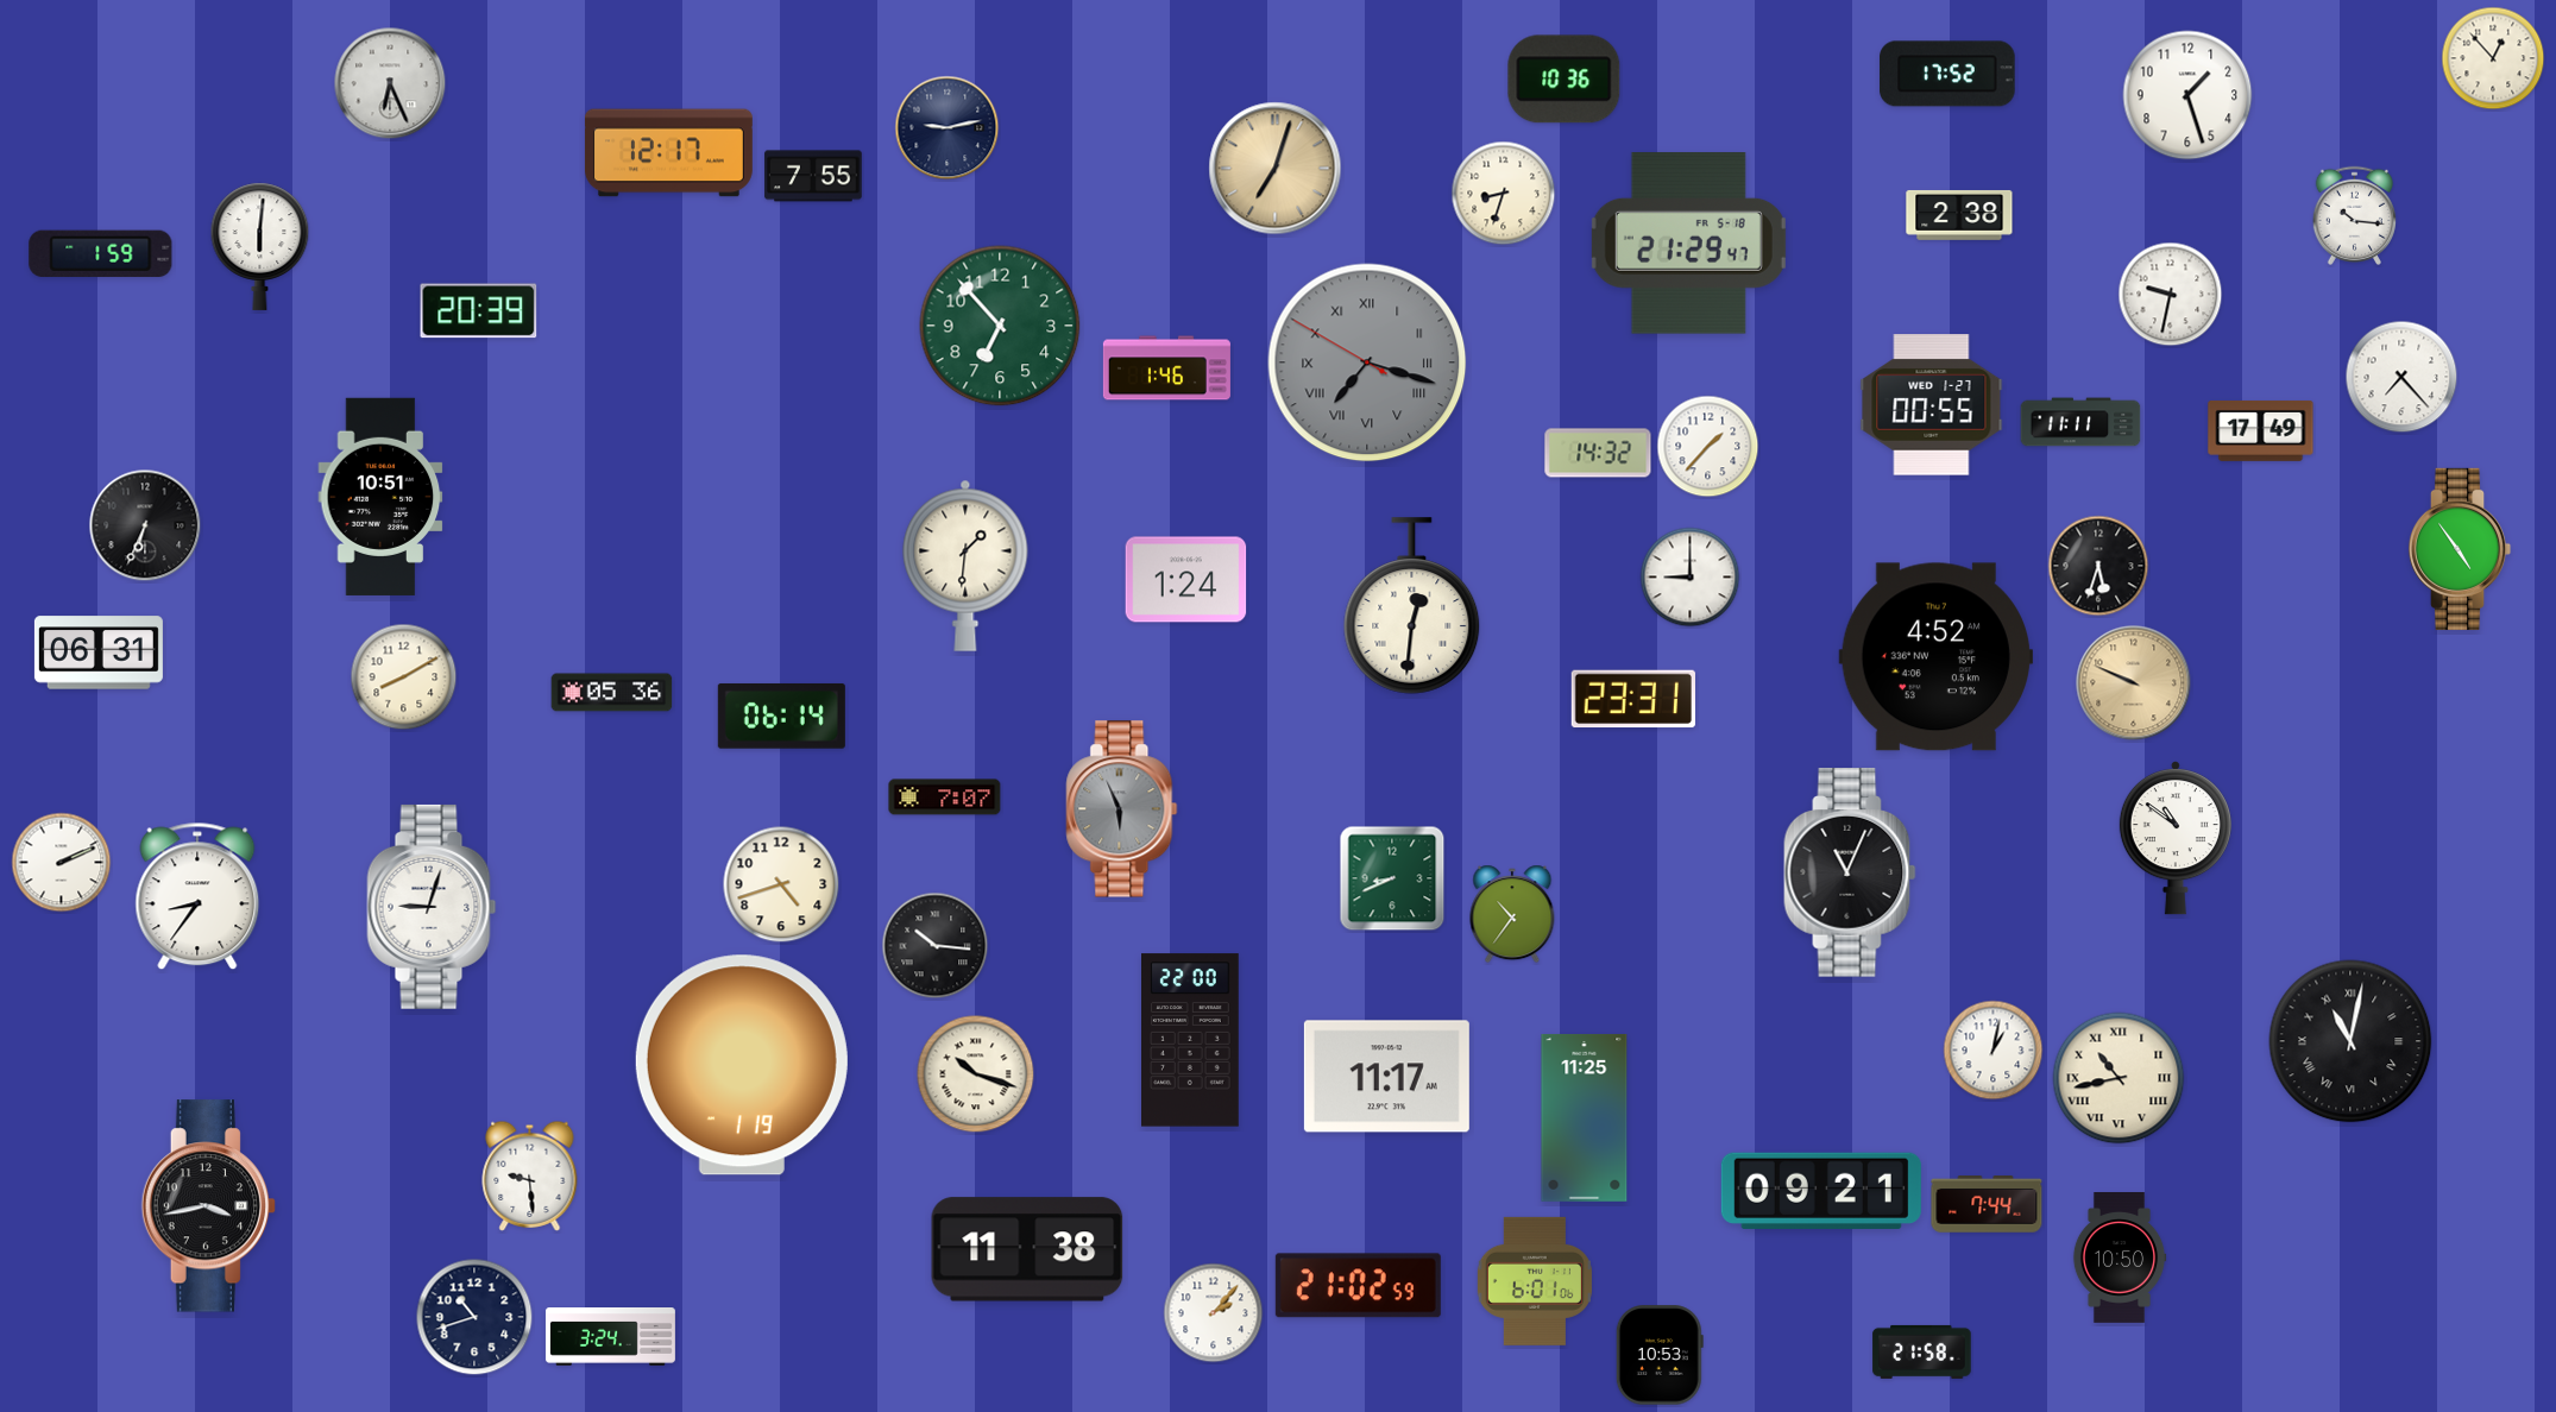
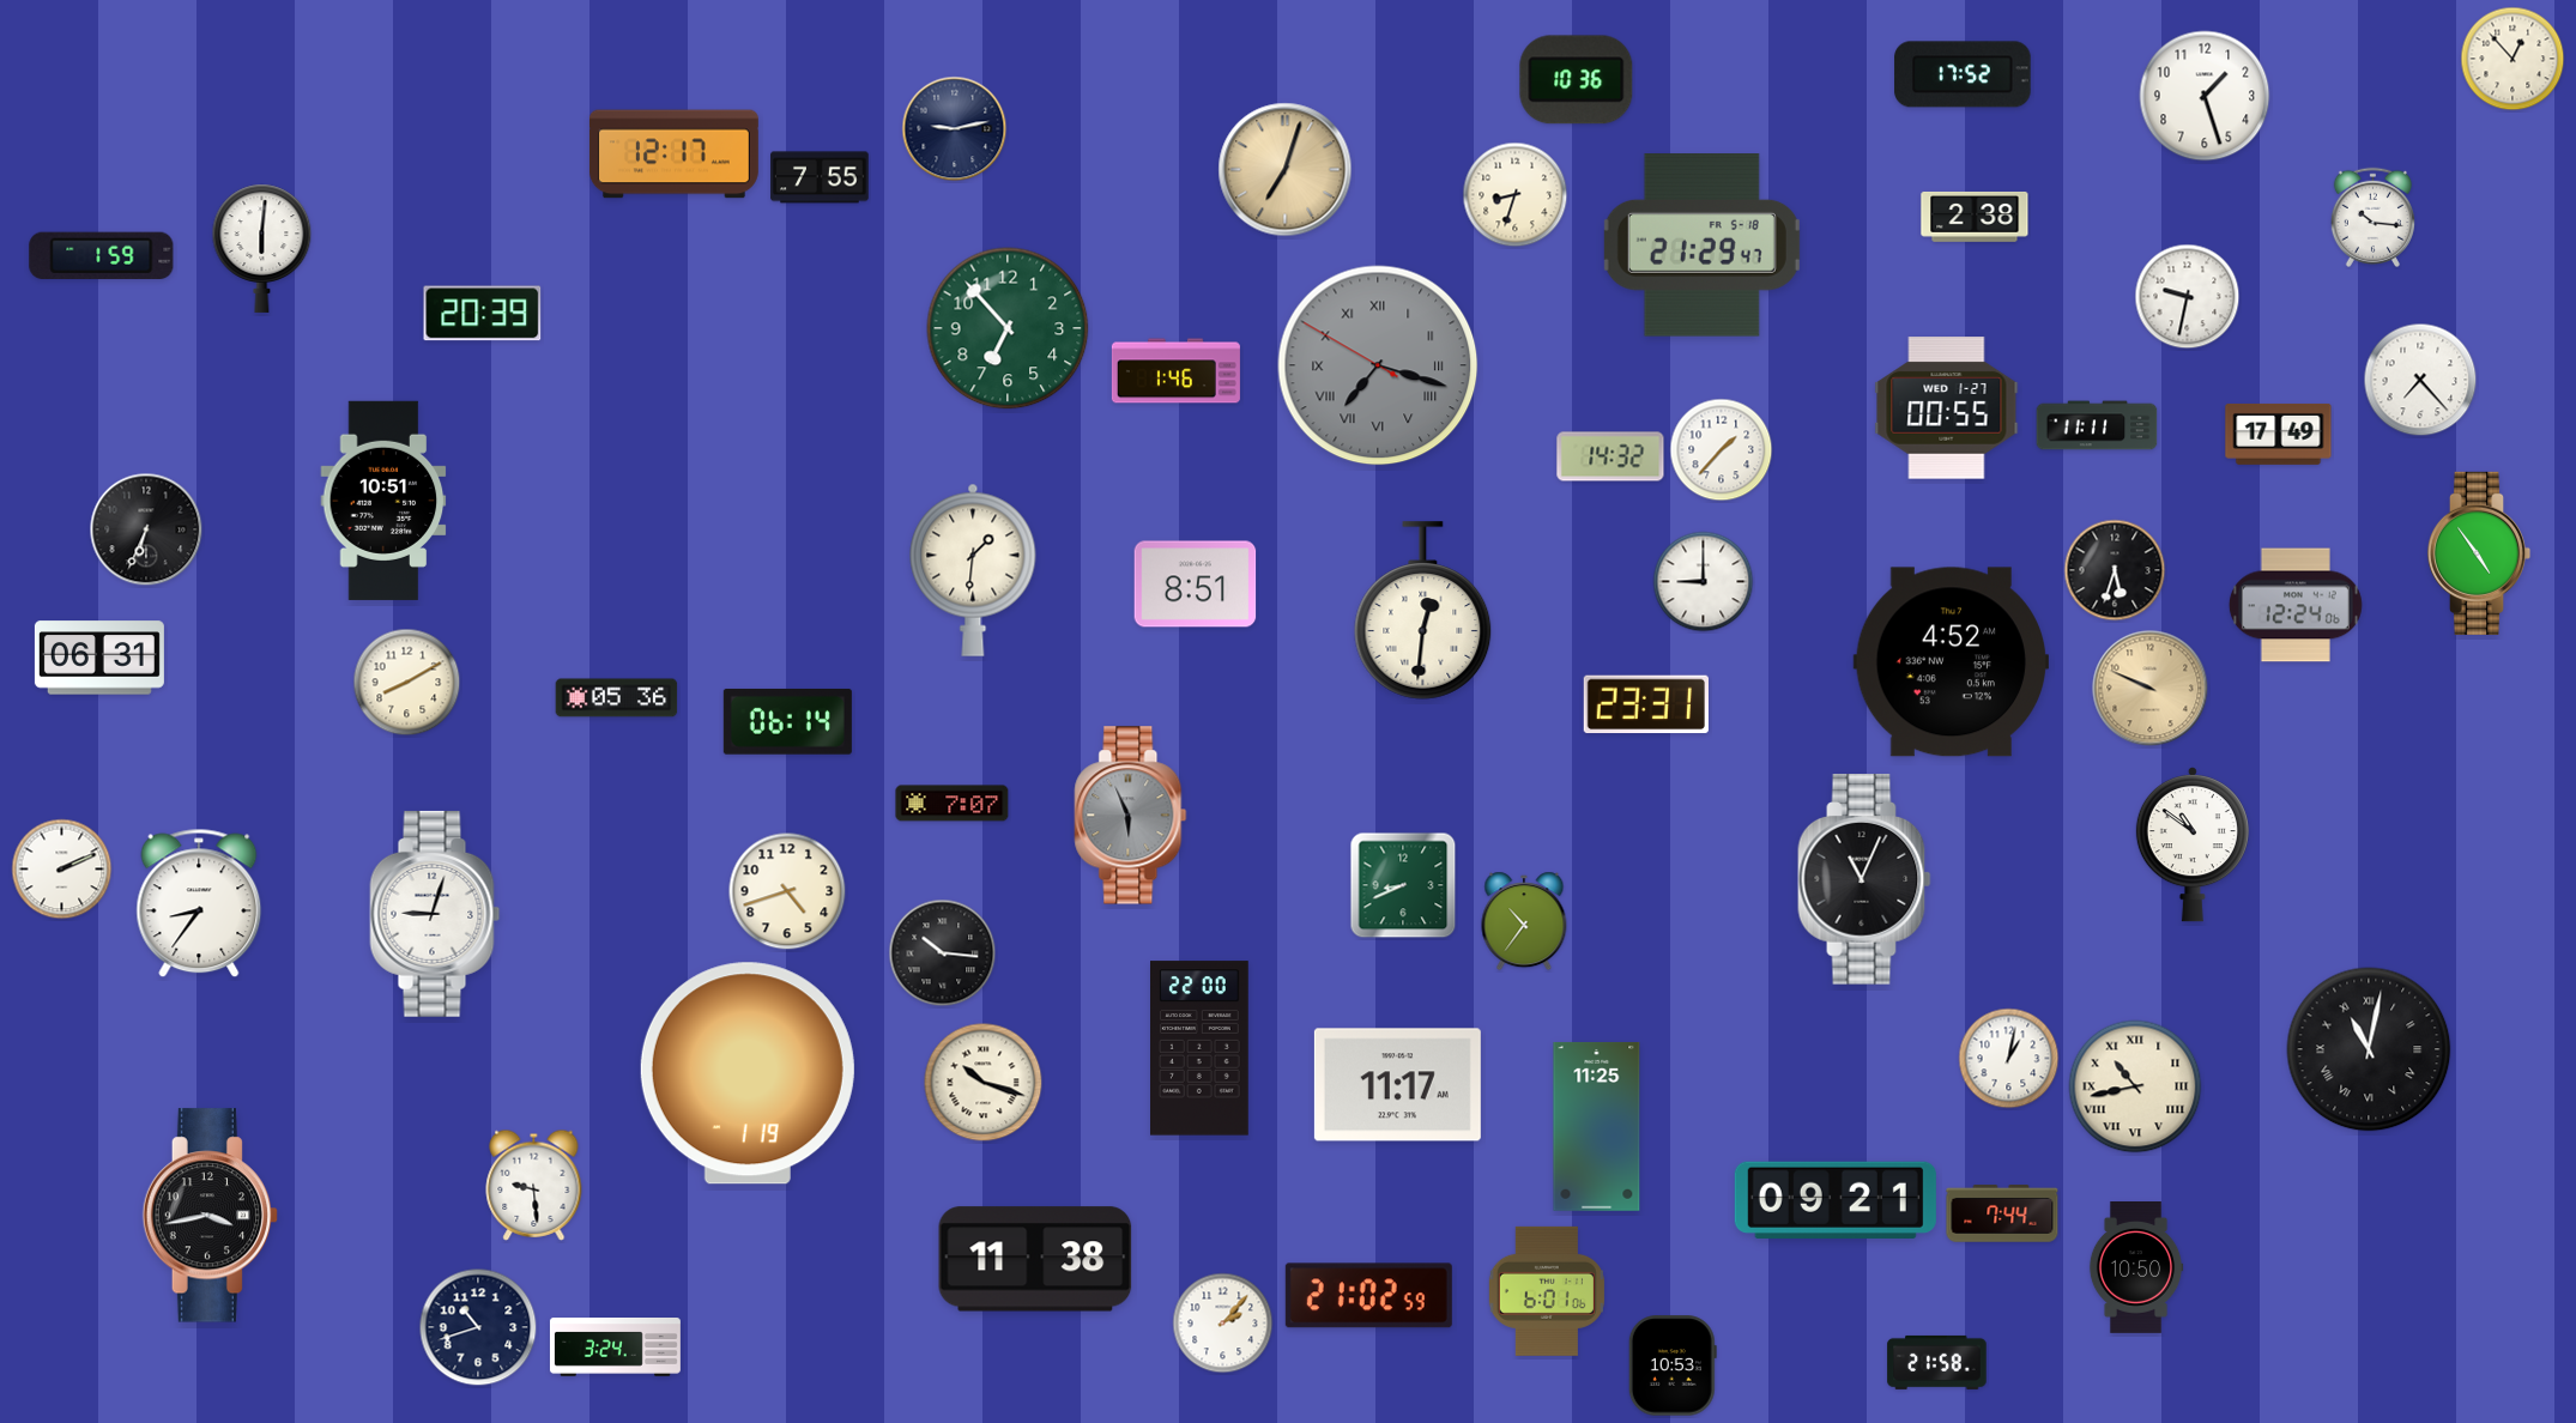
clock at (390, 83): 6:26 -> none
clock at (1186, 580): 1:24 -> 8:51
clock at (2296, 605): none -> 12:24
